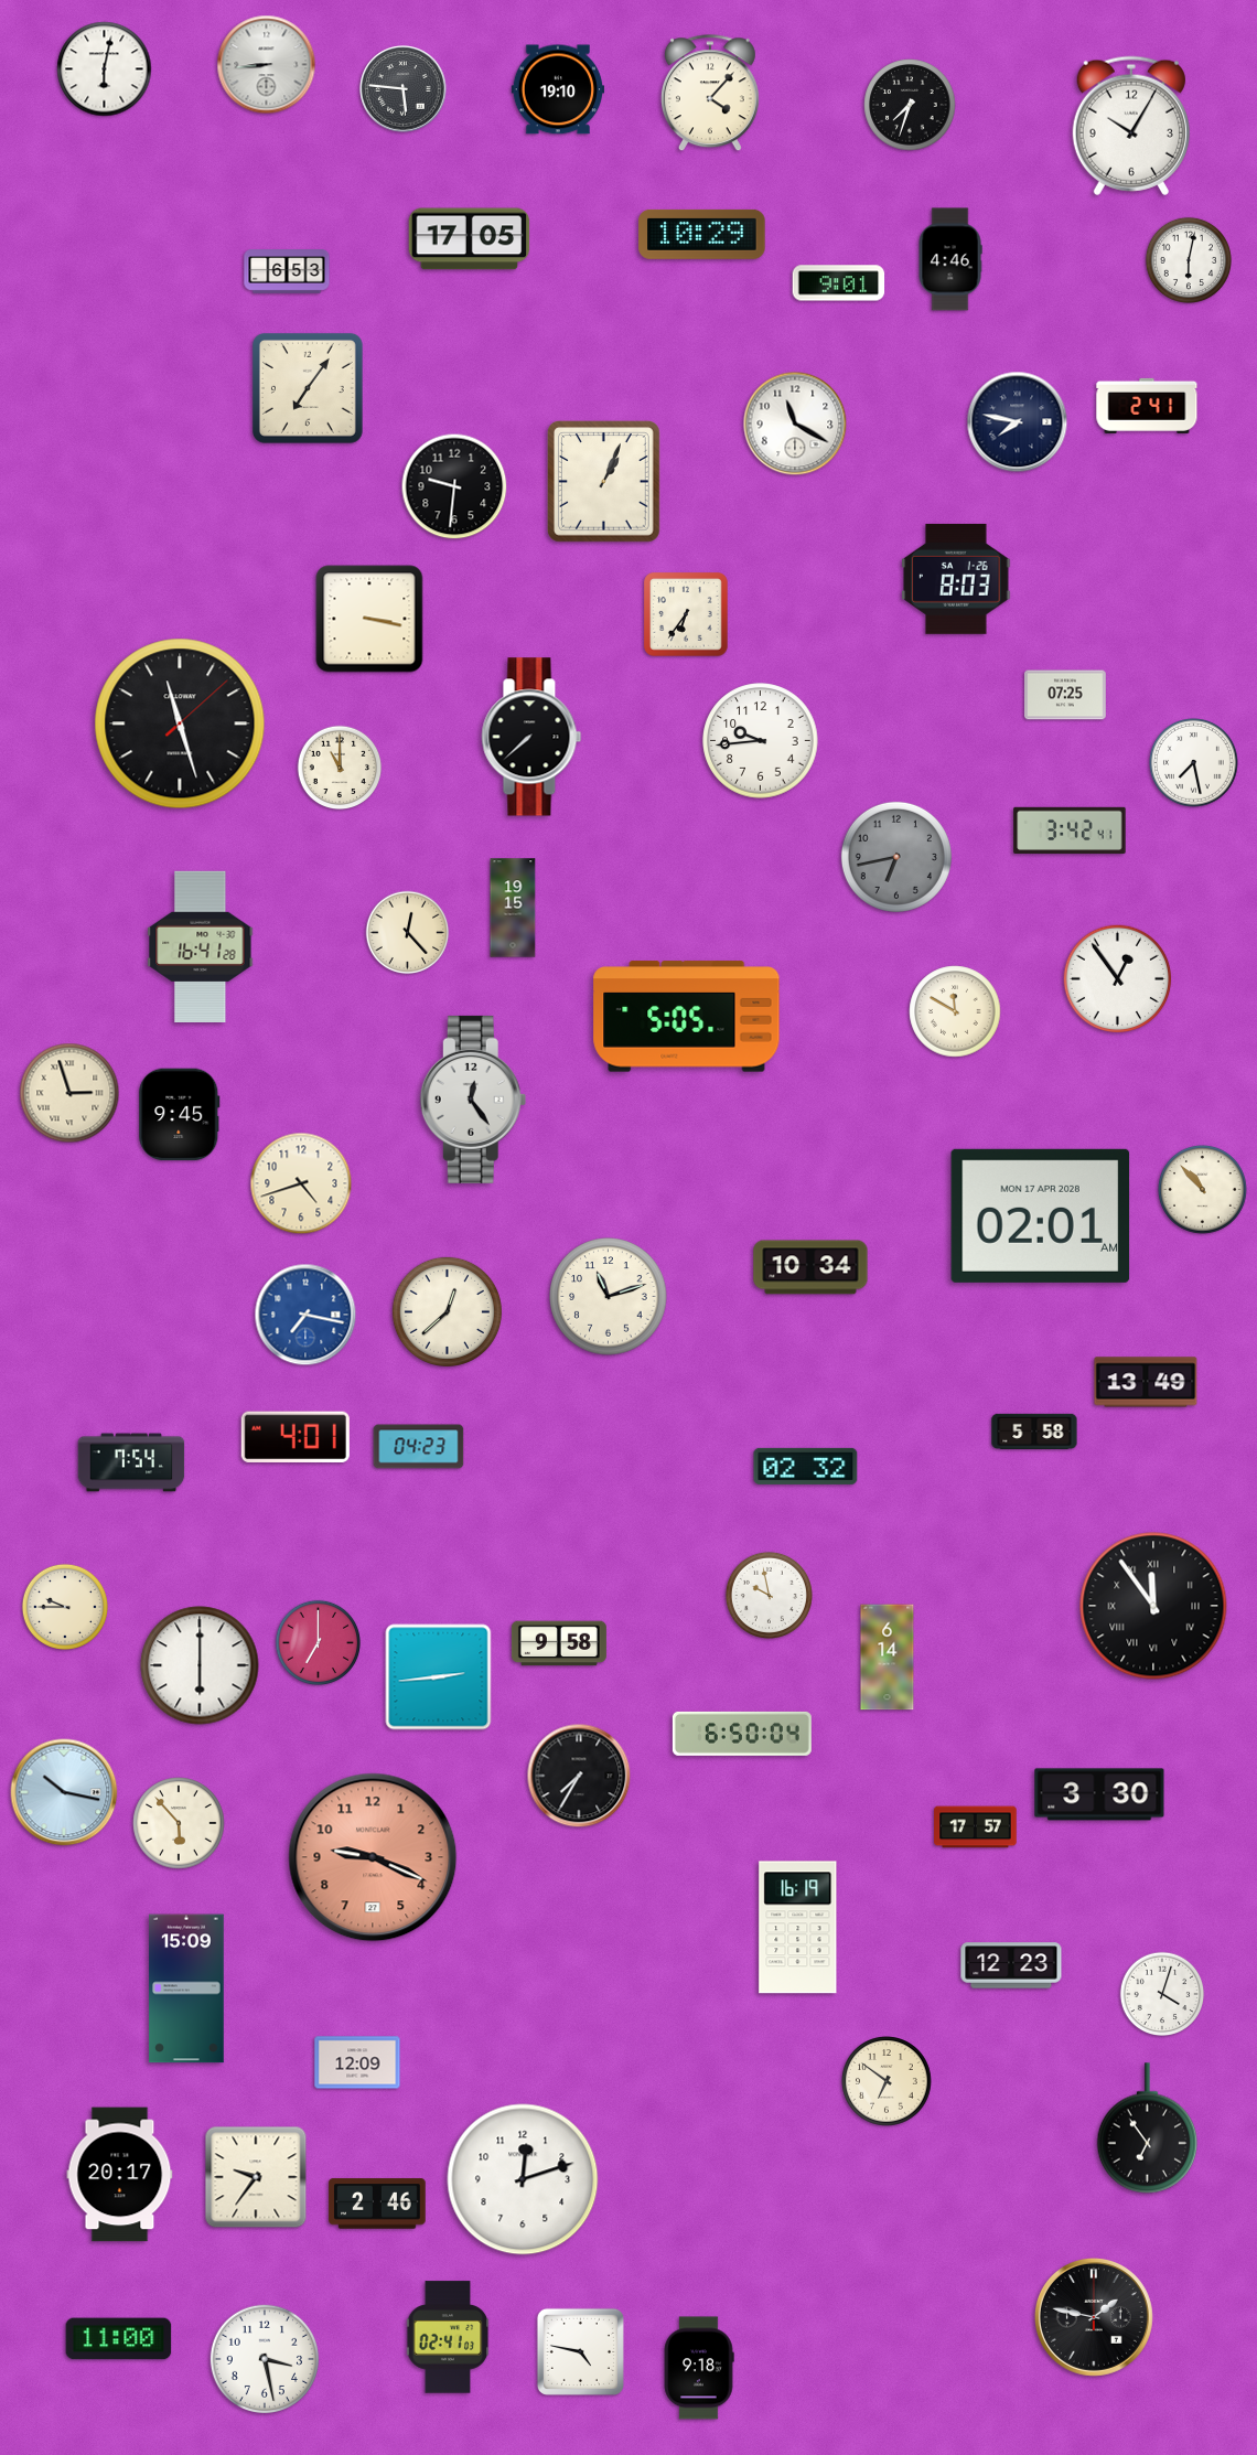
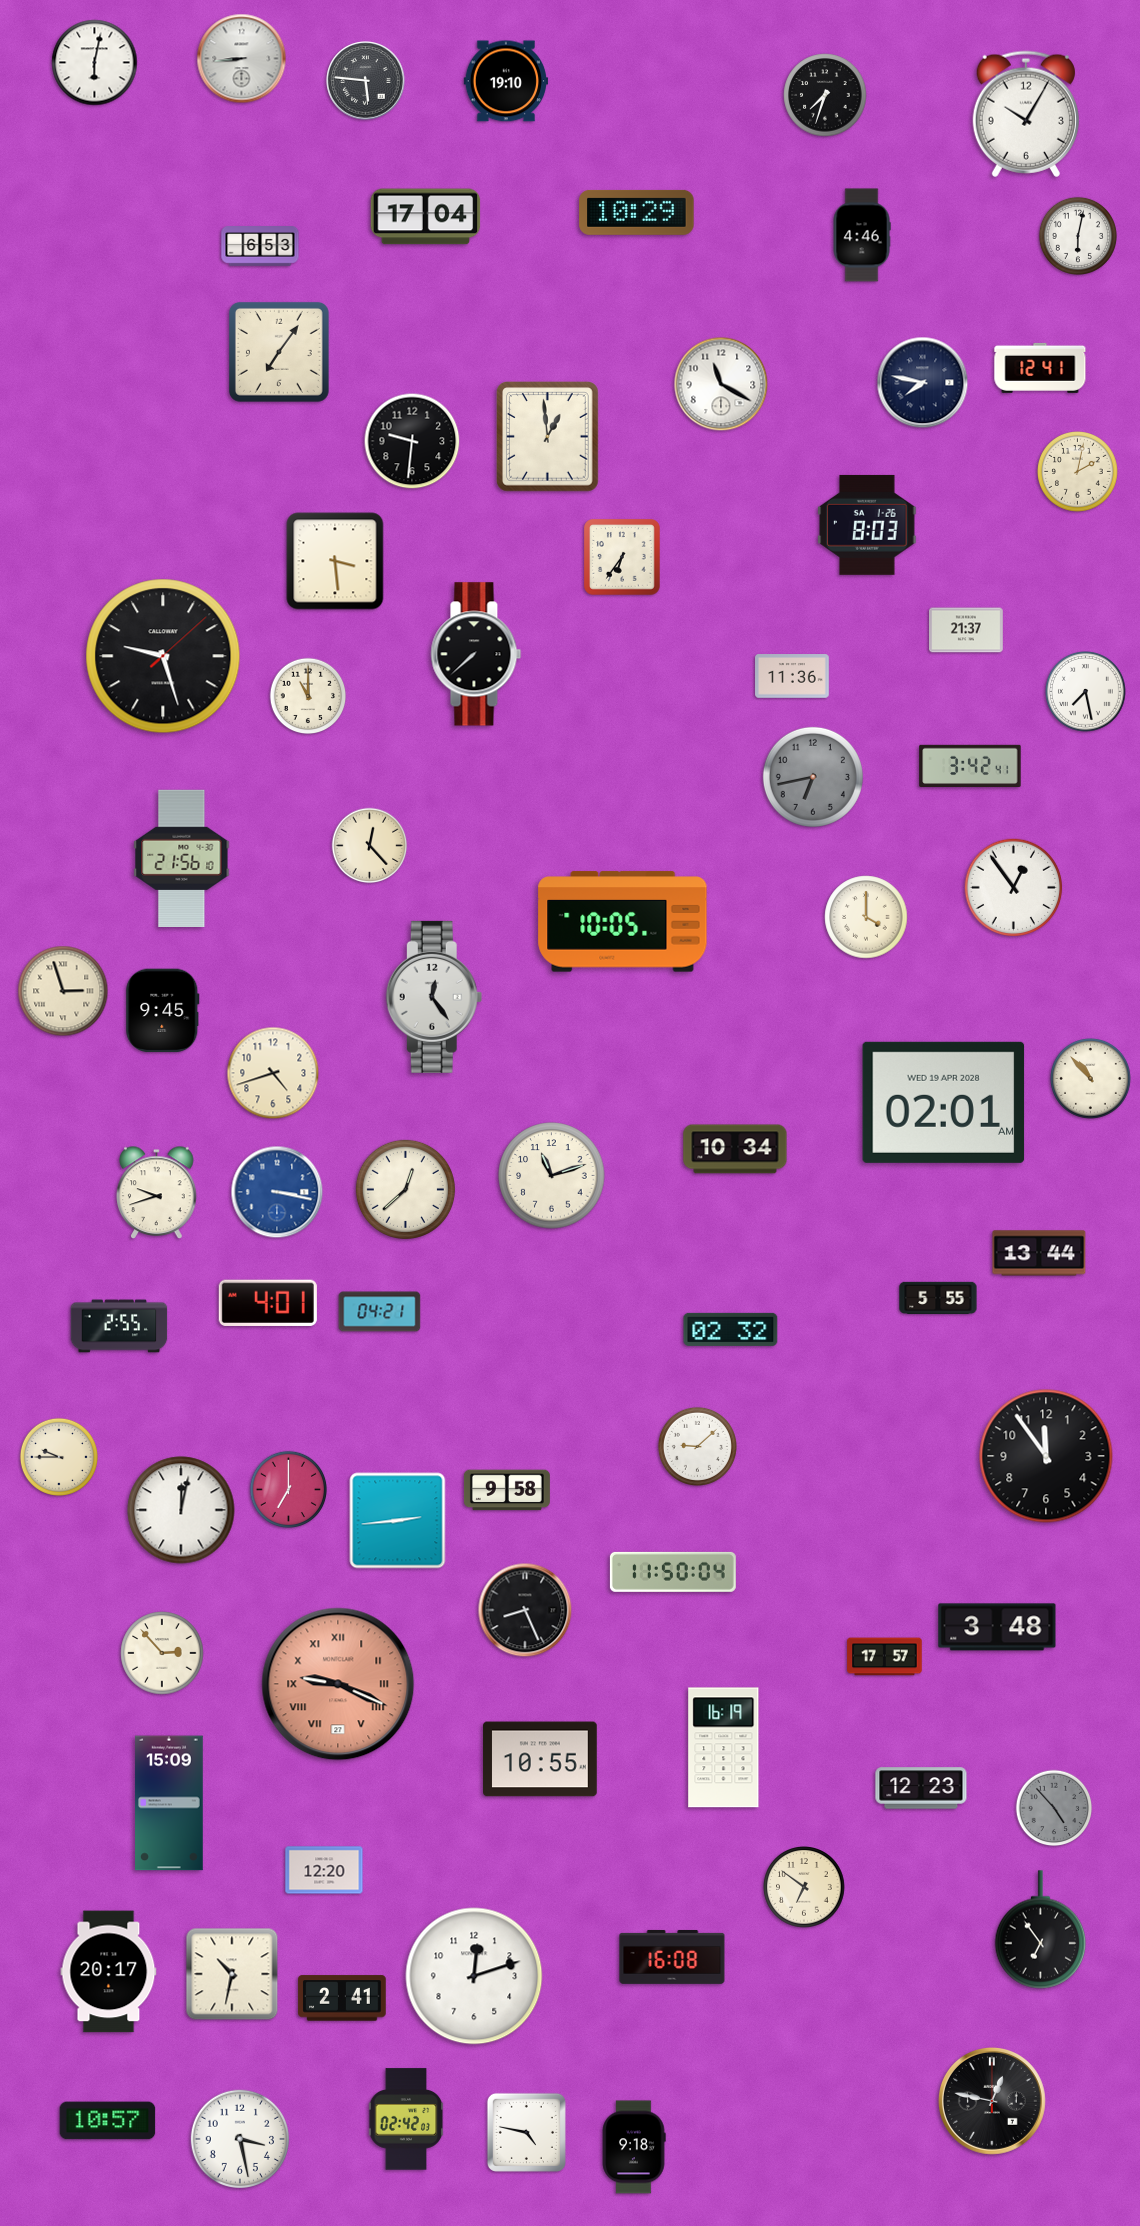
clock at (710, 94): 4:07 -> none
clock at (470, 239): 17:05 -> 17:04
clock at (839, 283): 9:01 -> none
clock at (1147, 406): 2:41 -> 12:41
clock at (604, 482): 1:04 -> 12:59
clock at (1078, 472): none -> 2:02
clock at (369, 619): 3:17 -> 3:29
clock at (1066, 695): 07:25 -> 21:37
clock at (180, 723): 11:27 -> 9:27
clock at (531, 737) position: (531, 737) -> (476, 654)
clock at (761, 741): 9:44 -> none
clock at (792, 676): none -> 11:36
clock at (1194, 763) position: (1194, 763) -> (1086, 692)
clock at (1070, 830) position: (1070, 830) -> (970, 766)
clock at (513, 908): 19:15 -> none
clock at (201, 946): 16:41 -> 21:56
clock at (955, 1011): 11:50 -> 4:00
clock at (687, 1017): 5:05 -> 10:05
clock at (473, 1100) position: (473, 1100) -> (434, 997)
clock at (1041, 1215) date: MON 17 APR 2028 -> WED 19 APR 2028
clock at (305, 1315): 7:17 -> 3:17
clock at (157, 1193): none -> 9:42
clock at (1146, 1382): 13:49 -> 13:44
clock at (1034, 1432): 5:58 -> 5:55
clock at (419, 1447): 04:23 -> 04:21
clock at (131, 1462): 7:54 -> 2:55
clock at (769, 1595): 9:58 -> 9:08
clock at (1153, 1606) numerals: Roman -> Arabic
clock at (888, 1658): 6:14 -> none
clock at (200, 1665): 6:00 -> 12:02
clock at (742, 1734): 6:50 -> 11:50
clock at (579, 1776): 7:35 -> 8:26
clock at (64, 1792): 10:17 -> none
clock at (1099, 1794): 3:30 -> 3:48
clock at (179, 1823): 5:53 -> 2:53
clock at (373, 1857) numerals: Arabic -> Roman
clock at (540, 1759): none -> 10:55
clock at (1011, 1965) position: (1011, 1965) -> (921, 1788)
clock at (1162, 1994): 4:03 -> 4:53
clock at (1162, 1994) dial: white -> grey
clock at (357, 2062): 12:09 -> 12:20
clock at (672, 1957): none -> 16:08
clock at (256, 2177): 9:36 -> 10:32
clock at (377, 2204): 2:46 -> 2:41
clock at (1094, 2317): 1:47 -> 12:47
clock at (448, 2337): 02:41 -> 02:42
clock at (119, 2339): 11:00 -> 10:57
